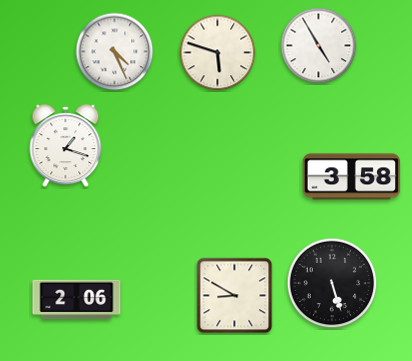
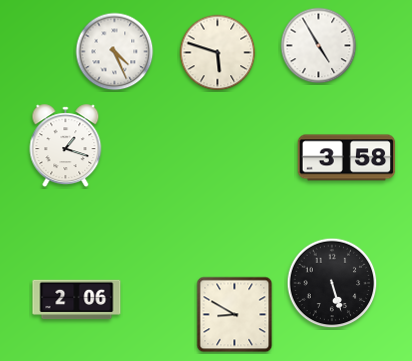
clock at (352, 177) position: (352, 177) -> (347, 158)
clock at (235, 296) position: (235, 296) -> (235, 315)
